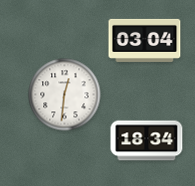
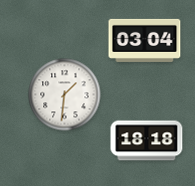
clock at (65, 95): 12:31 -> 1:31
clock at (147, 141): 18:34 -> 18:18
